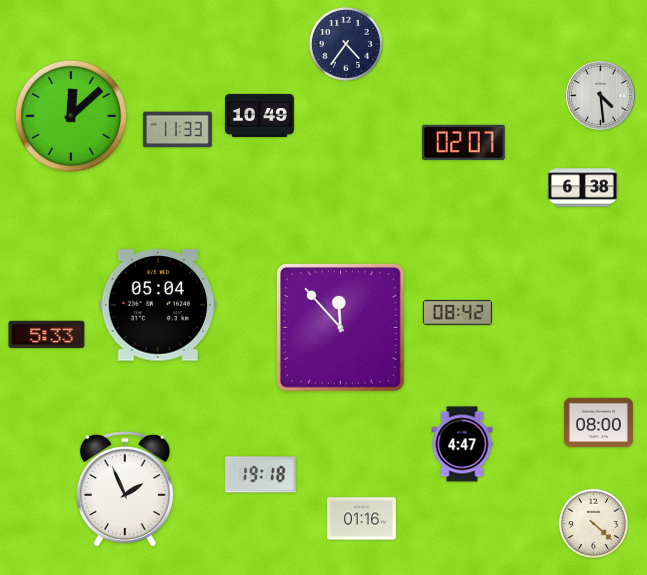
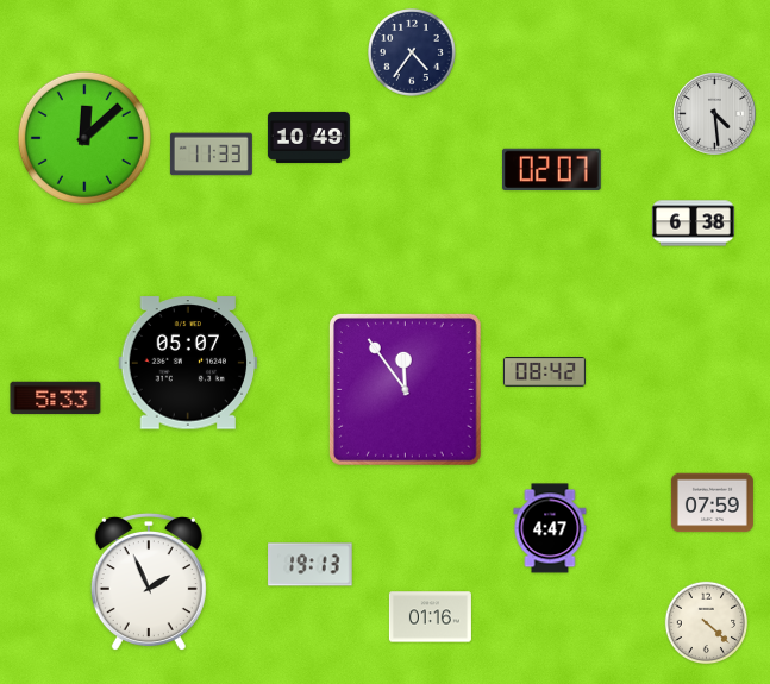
clock at (158, 305): 05:04 -> 05:07
clock at (340, 327): 11:53 -> 11:54
clock at (598, 423): 08:00 -> 07:59
clock at (261, 475): 19:18 -> 19:13
